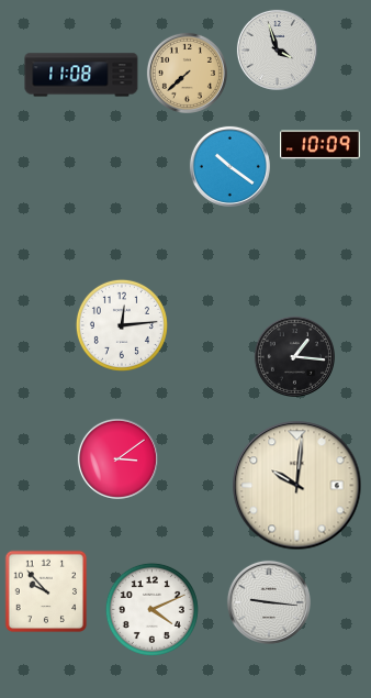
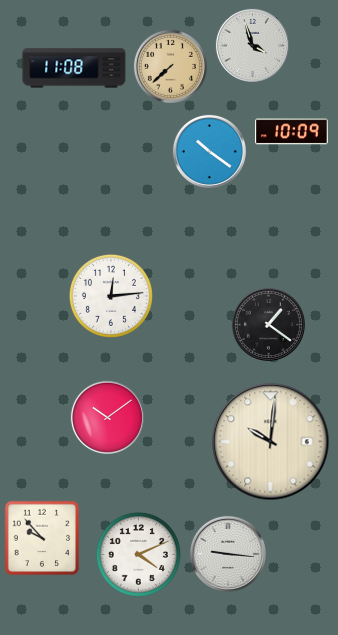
clock at (294, 356): 1:16 -> 1:21
clock at (117, 458): 3:09 -> 10:09
clock at (269, 602) position: (269, 602) -> (228, 554)
